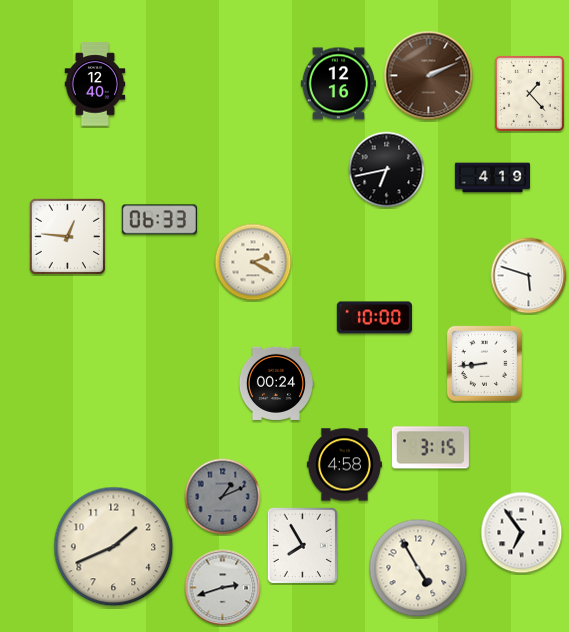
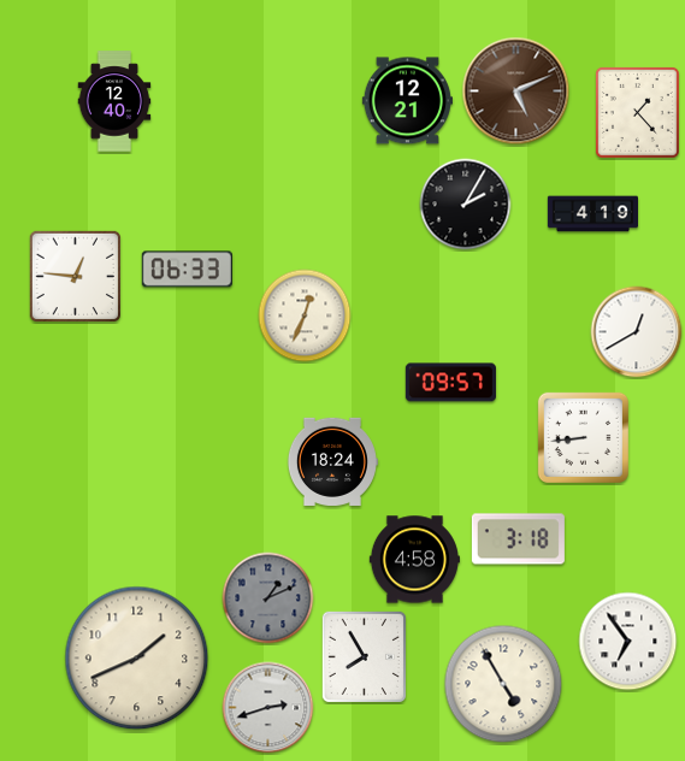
clock at (429, 76): 2:11 -> 5:11
clock at (338, 84): 12:16 -> 12:21
clock at (387, 170): 6:43 -> 2:05
clock at (159, 220) position: (159, 220) -> (187, 270)
clock at (67, 236) position: (67, 236) -> (75, 276)
clock at (253, 262): 2:20 -> 12:34
clock at (529, 276): 5:48 -> 12:40
clock at (374, 318): 10:00 -> 09:57
clock at (276, 383): 00:24 -> 18:24
clock at (430, 448): 3:15 -> 3:18
